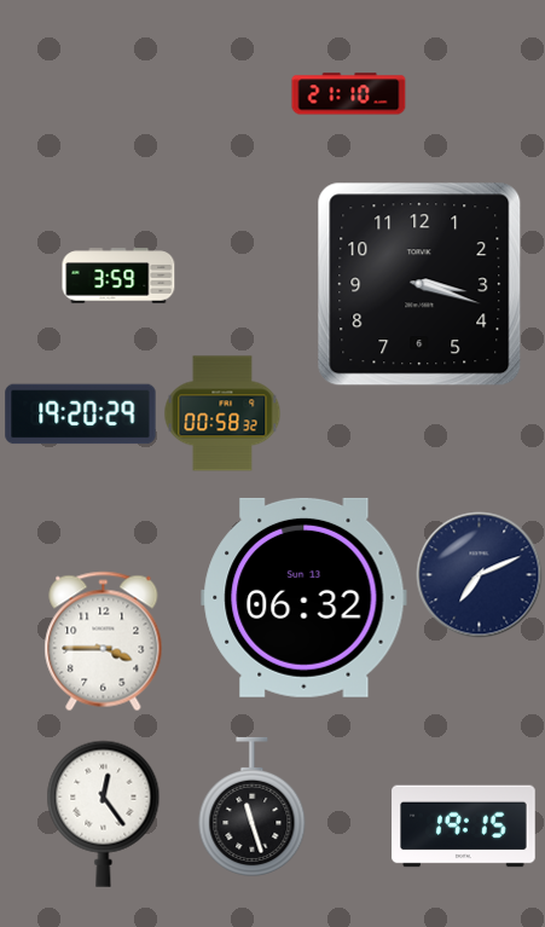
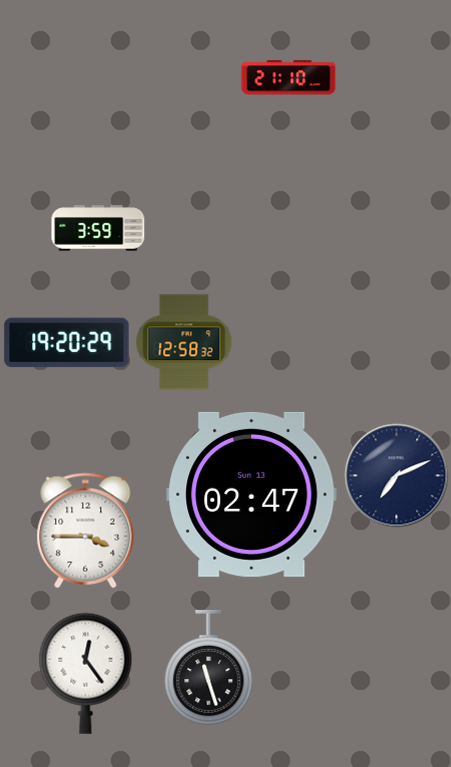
clock at (419, 284): 3:18 -> none
clock at (222, 413): 00:58 -> 12:58
clock at (305, 597): 06:32 -> 02:47
clock at (464, 827): 19:15 -> none
